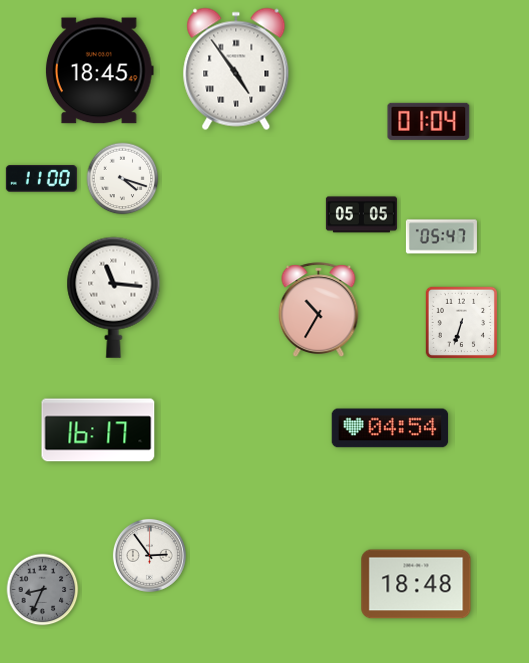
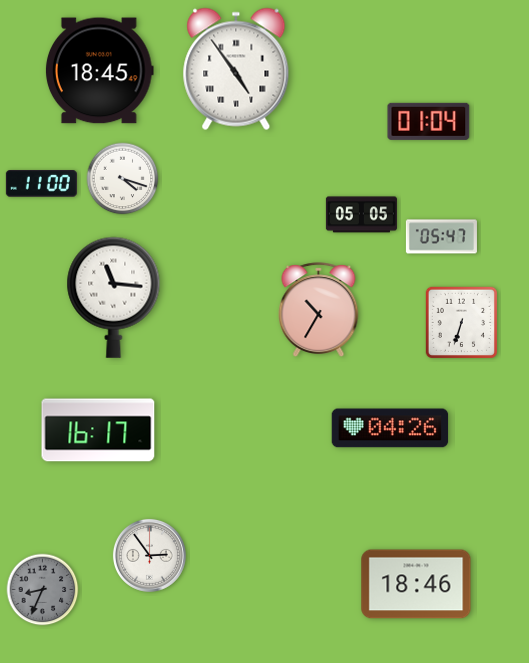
clock at (41, 179) position: (41, 179) -> (41, 184)
clock at (390, 428): 04:54 -> 04:26
clock at (416, 584): 18:48 -> 18:46
